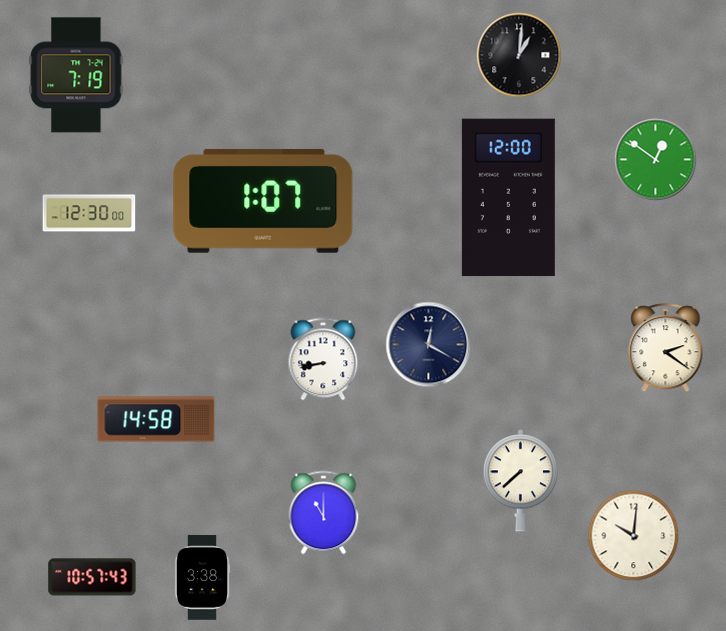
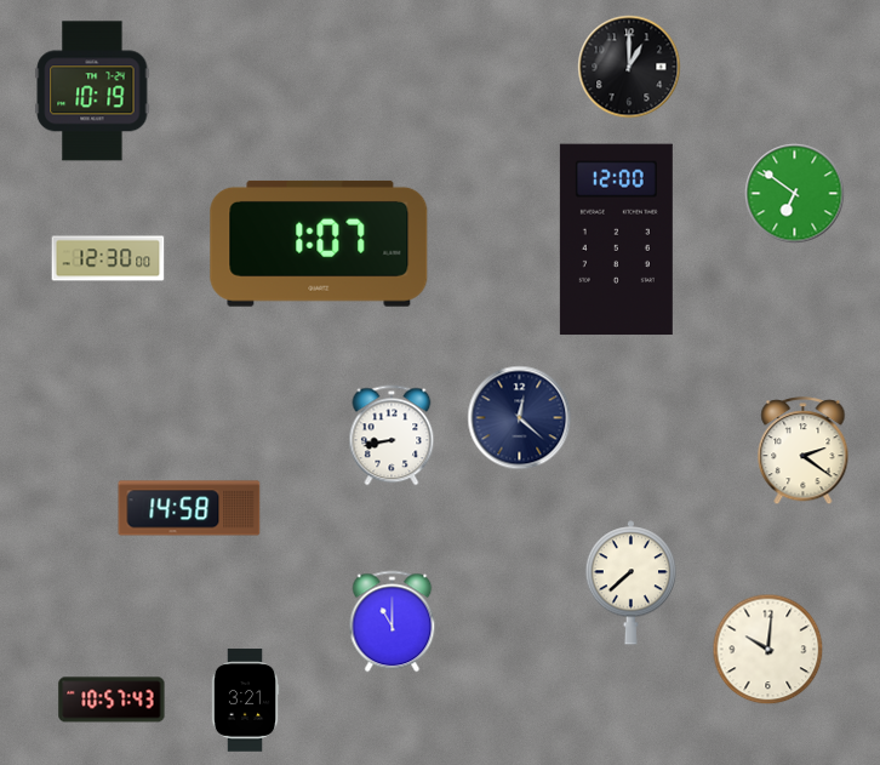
clock at (519, 55): 1:01 -> 1:00
clock at (76, 75): 7:19 -> 10:19
clock at (656, 160): 12:51 -> 6:51
clock at (429, 345): 12:20 -> 12:22
clock at (666, 348) position: (666, 348) -> (804, 451)
clock at (202, 578): 3:38 -> 3:21
